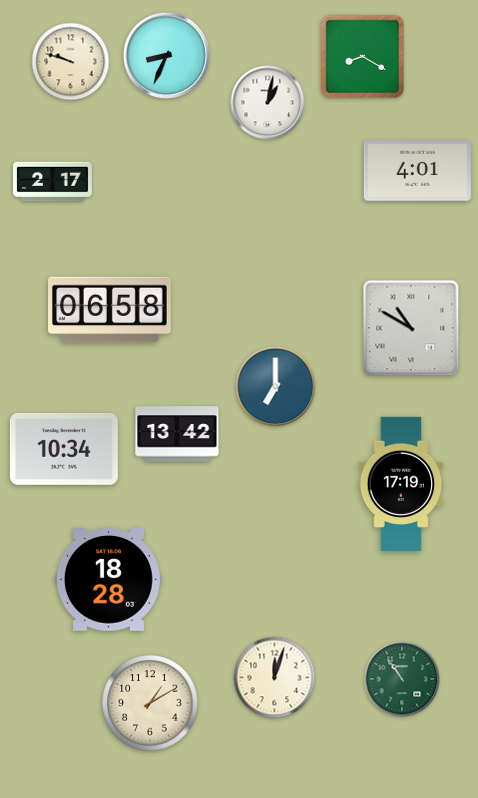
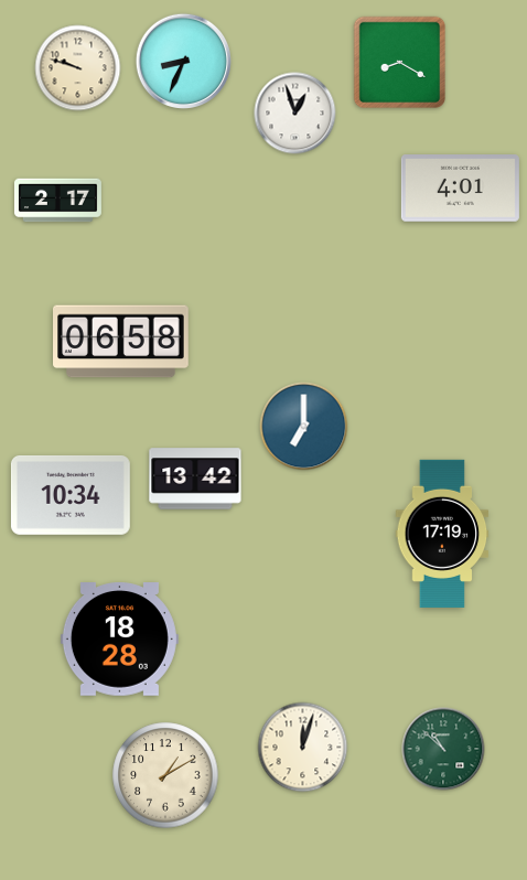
clock at (268, 103): 1:02 -> 12:57
clock at (411, 328): 10:50 -> none
clock at (402, 679): 10:54 -> 10:52
